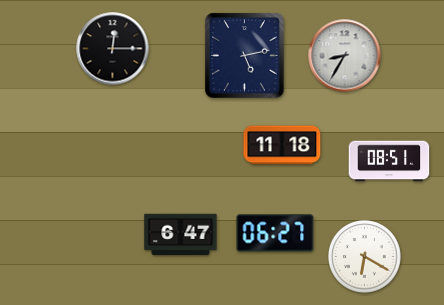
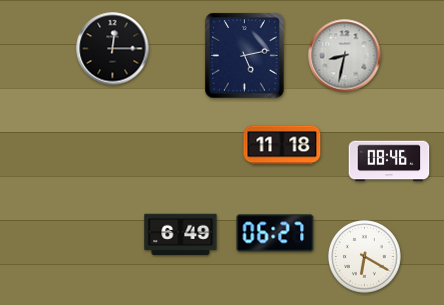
clock at (345, 56): 8:35 -> 8:32
clock at (389, 161): 08:51 -> 08:46
clock at (181, 235): 6:47 -> 6:49
